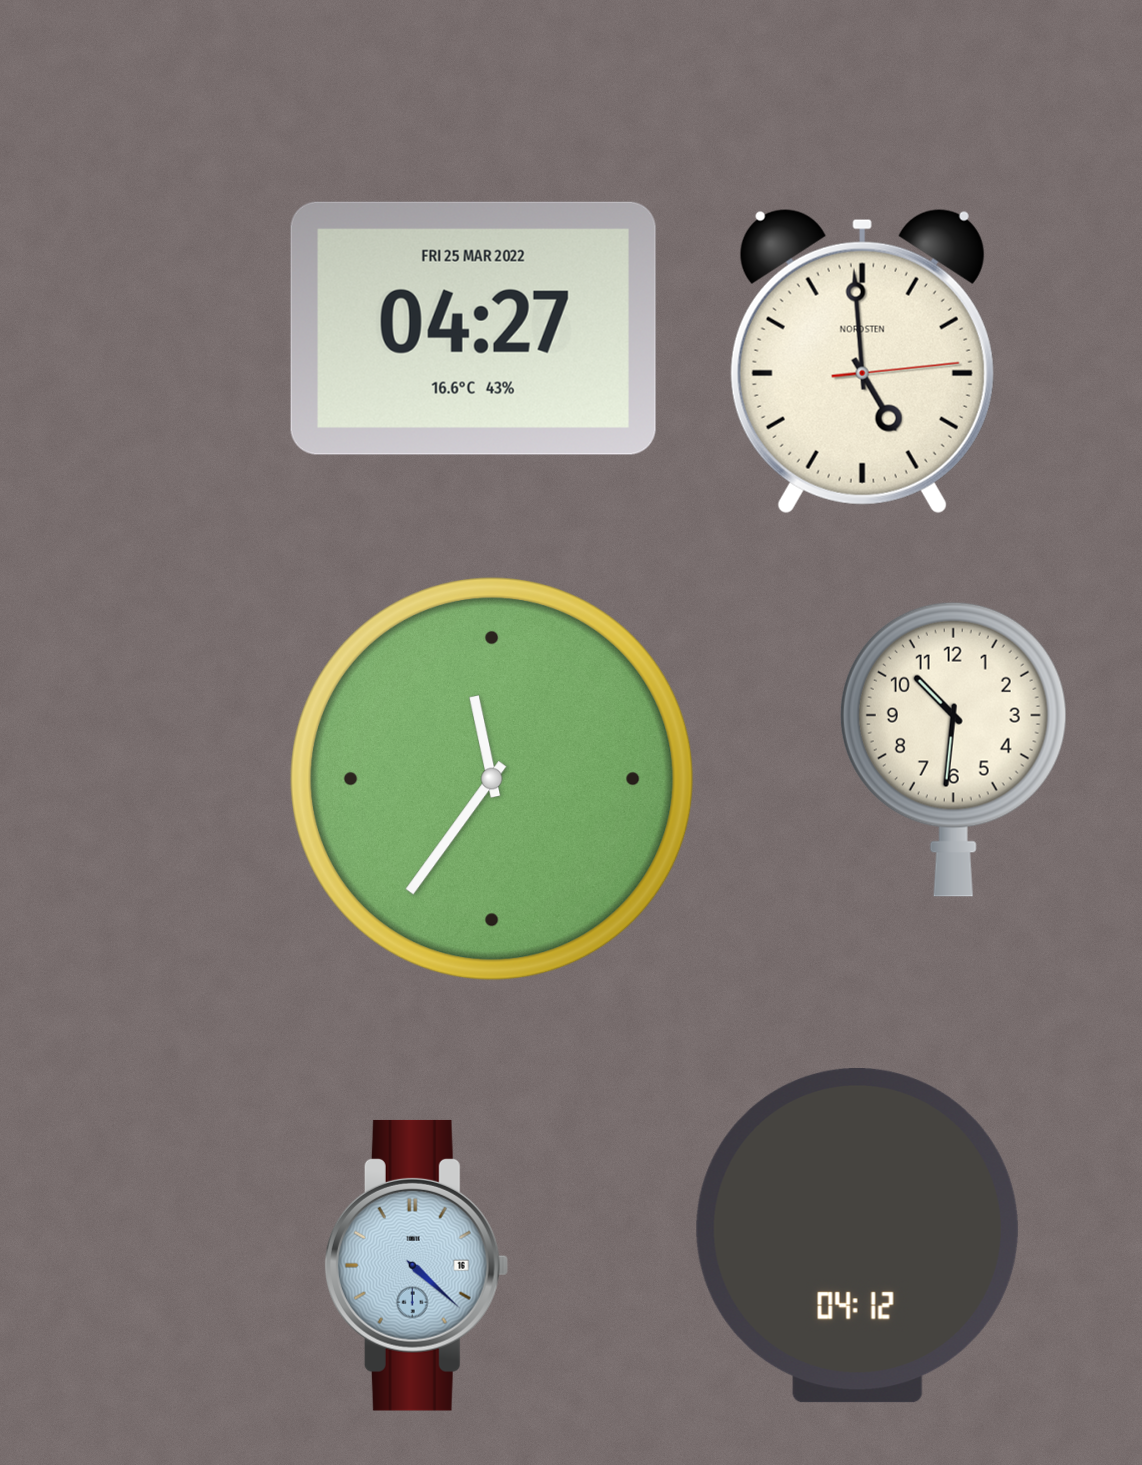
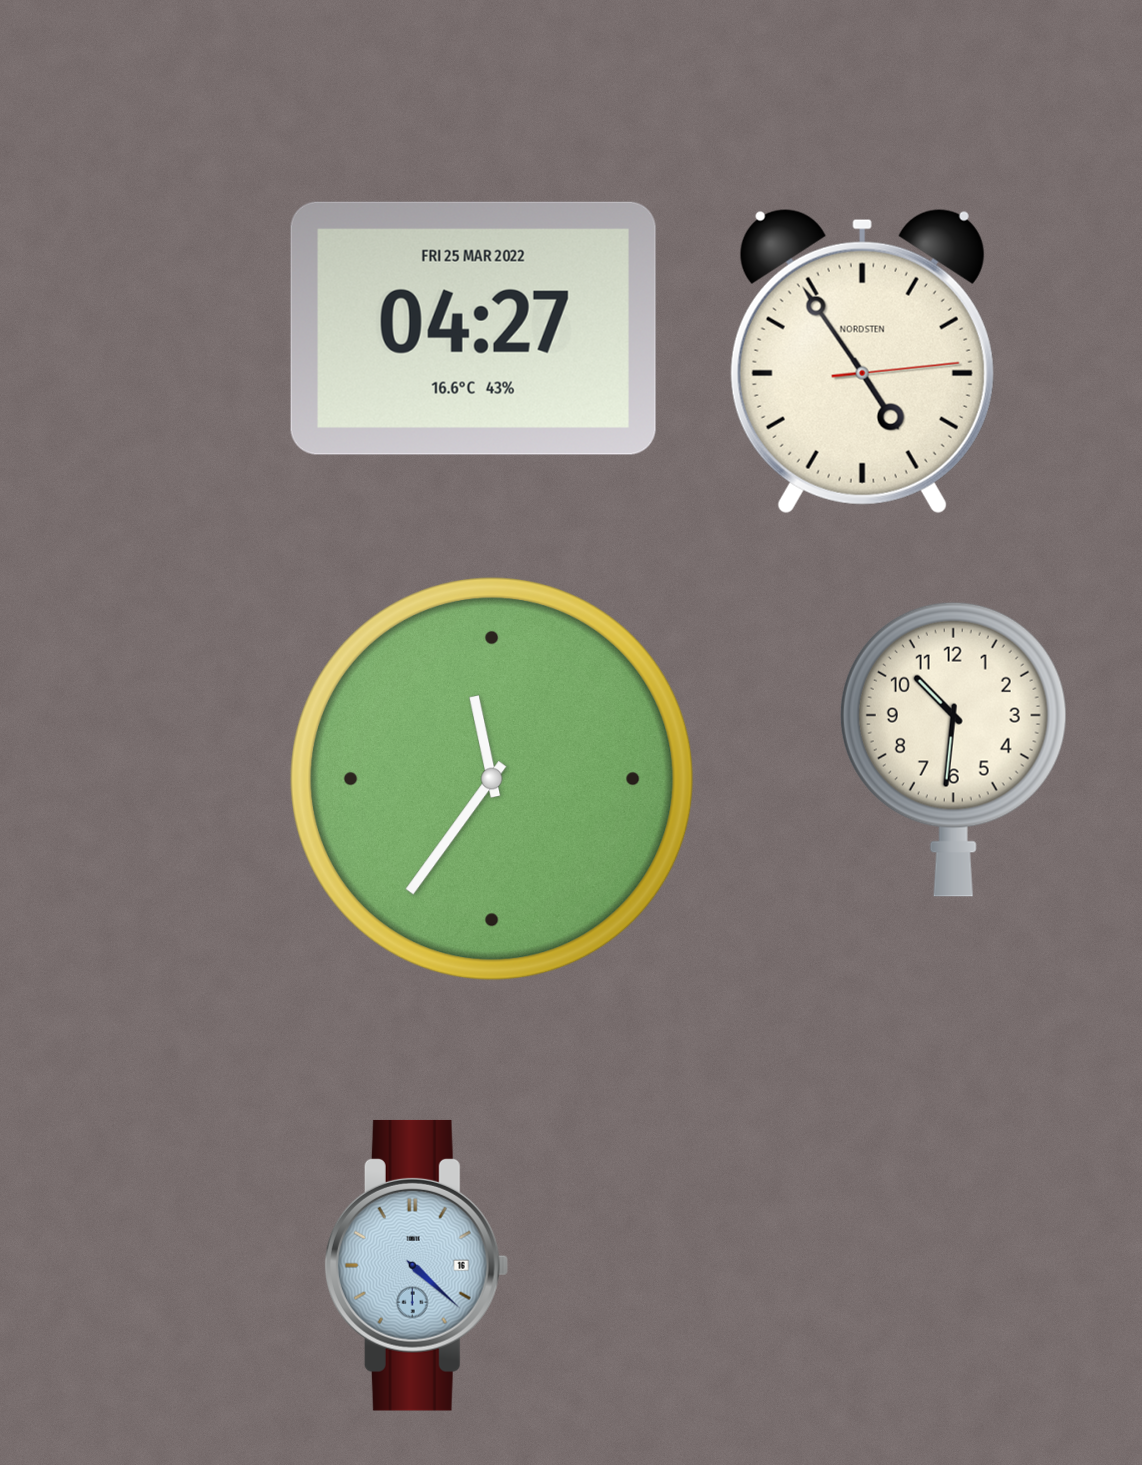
clock at (862, 361): 4:59 -> 4:54
clock at (857, 1236): 04:12 -> none
